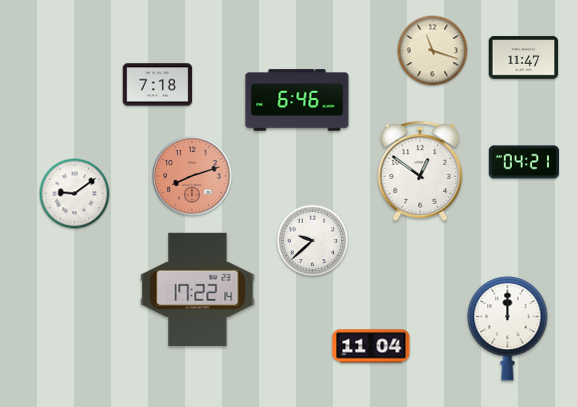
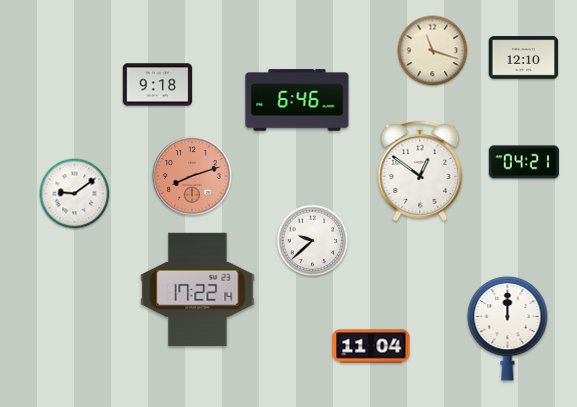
clock at (524, 58): 11:47 -> 12:10
clock at (158, 85): 7:18 -> 9:18
